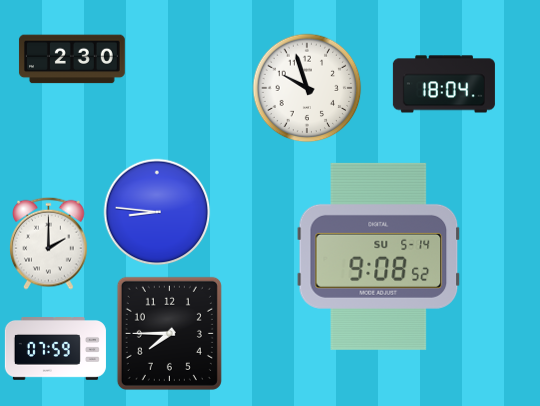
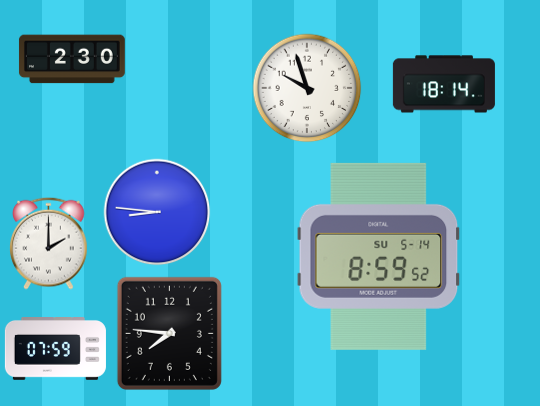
clock at (444, 84): 18:04 -> 18:14
clock at (379, 256): 9:08 -> 8:59
clock at (169, 333): 7:45 -> 7:46
